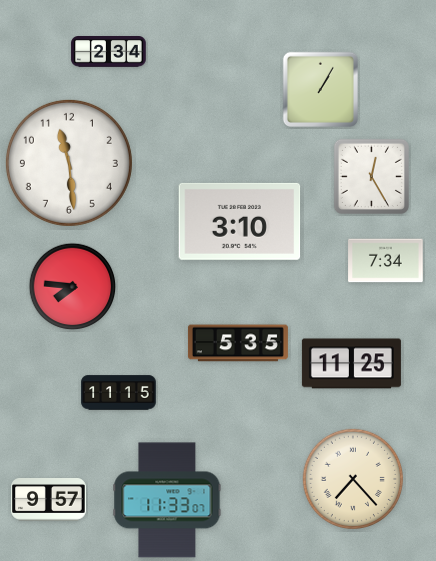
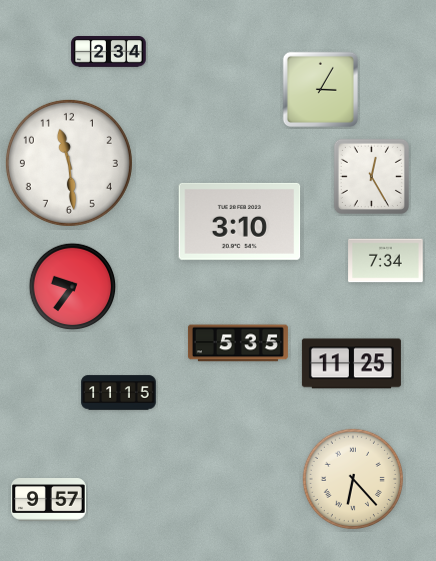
clock at (320, 89): 1:05 -> 3:05
clock at (73, 287): 7:46 -> 9:36
clock at (353, 479): 7:23 -> 6:23
clock at (167, 500): 11:33 -> none
